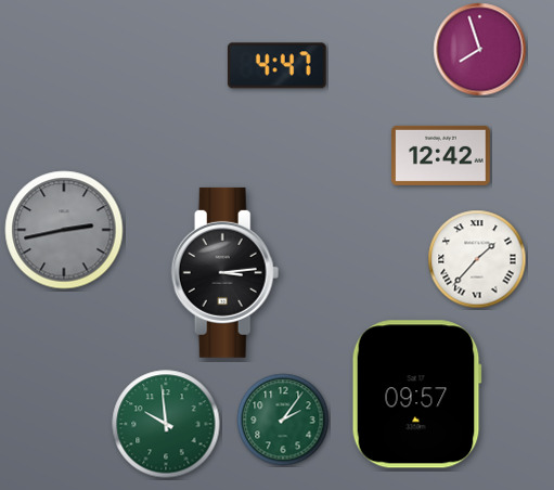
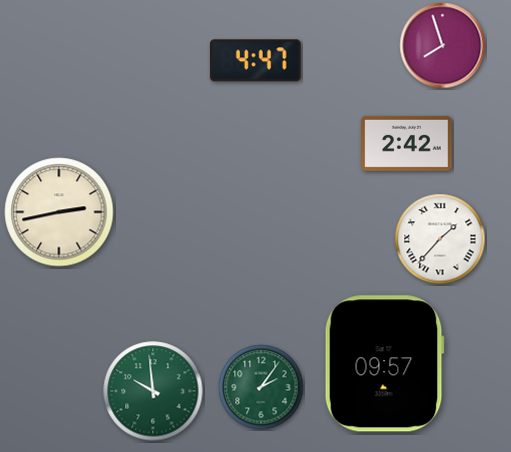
clock at (441, 155): 12:42 -> 2:42
clock at (64, 230) dial: grey -> cream
clock at (226, 272): 3:14 -> none
